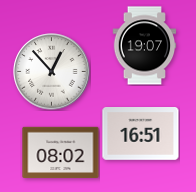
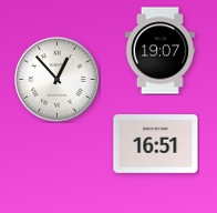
clock at (141, 134) position: (141, 134) -> (156, 144)
clock at (61, 153): 08:02 -> none
